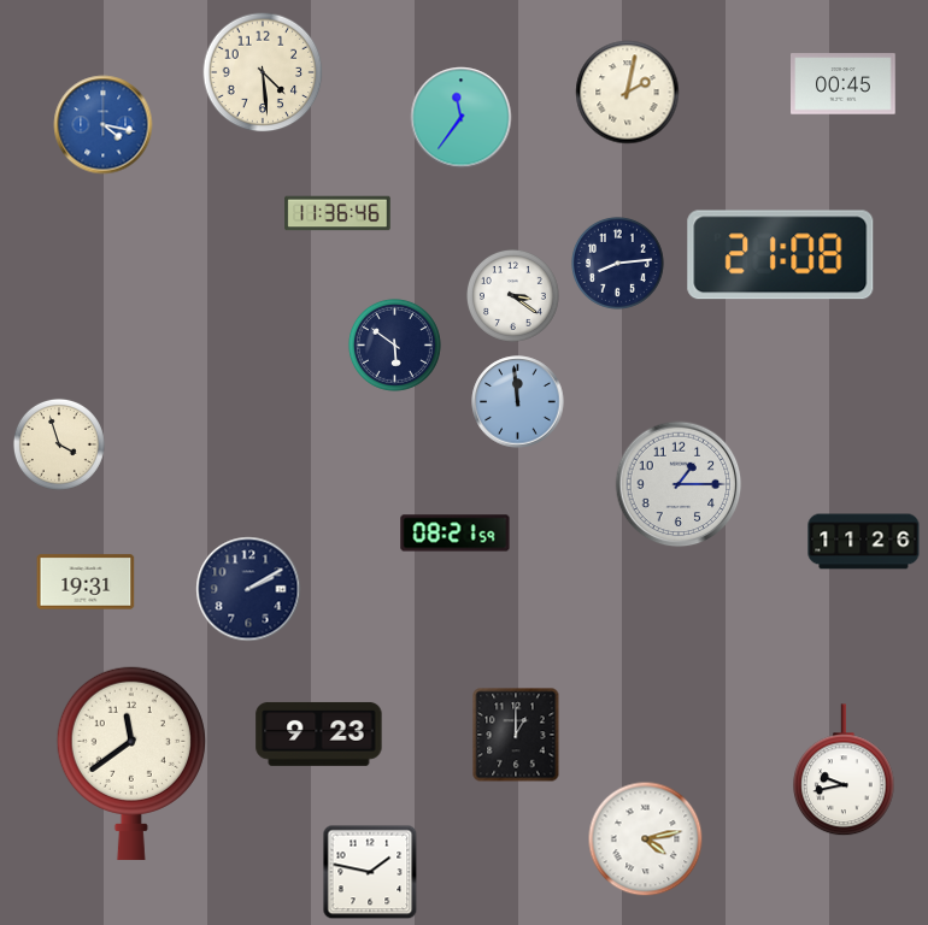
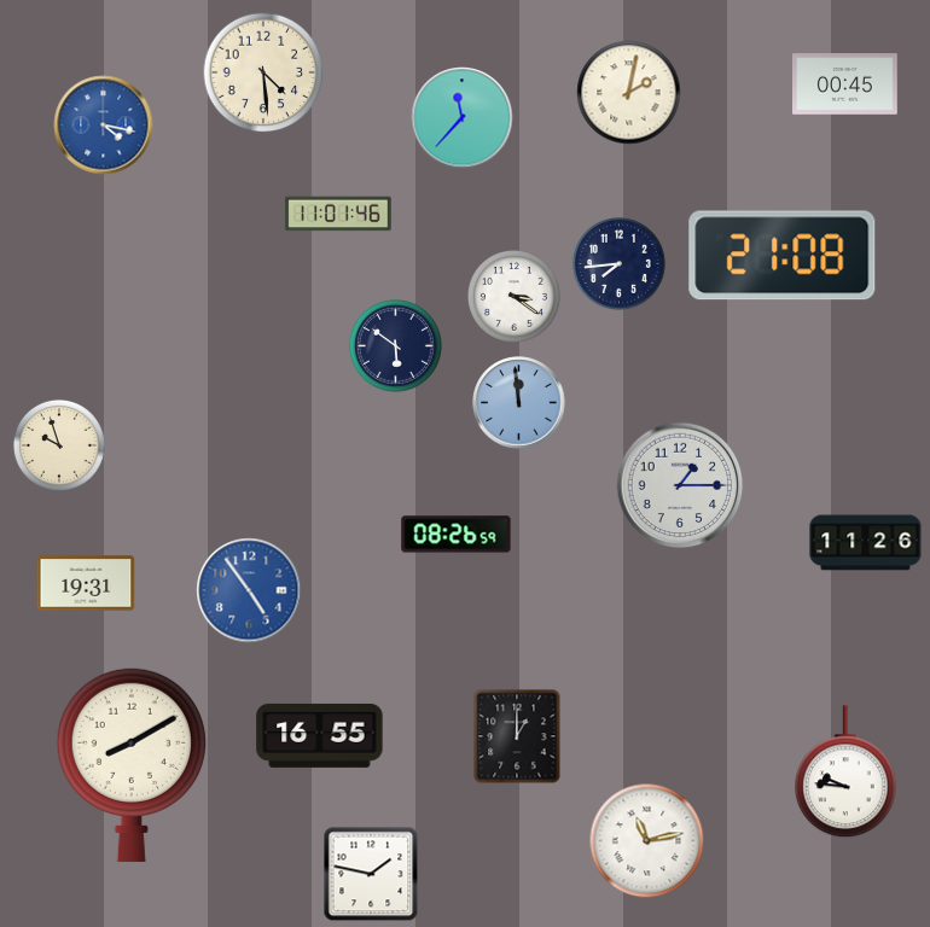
clock at (462, 118): 11:36 -> 11:37
clock at (337, 213): 11:36 -> 11:01
clock at (617, 263): 8:14 -> 7:44
clock at (59, 444): 3:57 -> 9:57
clock at (456, 534): 08:21 -> 08:26
clock at (248, 589): 2:10 -> 4:54
clock at (248, 589) dial: navy -> blue
clock at (319, 733): 9:23 -> 16:55
clock at (131, 762): 11:39 -> 8:10
clock at (845, 771): 9:43 -> 9:46
clock at (646, 839): 4:13 -> 11:13
